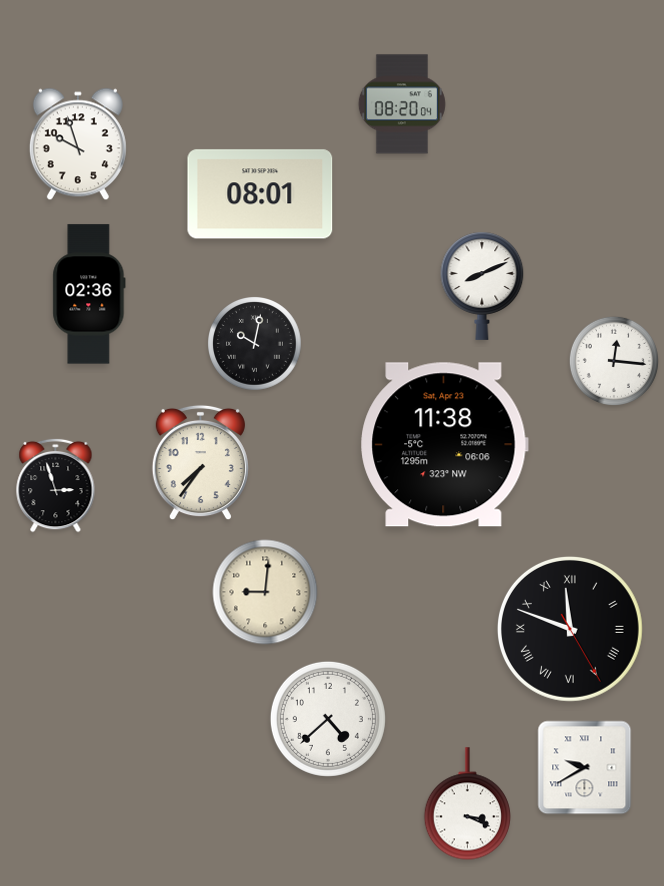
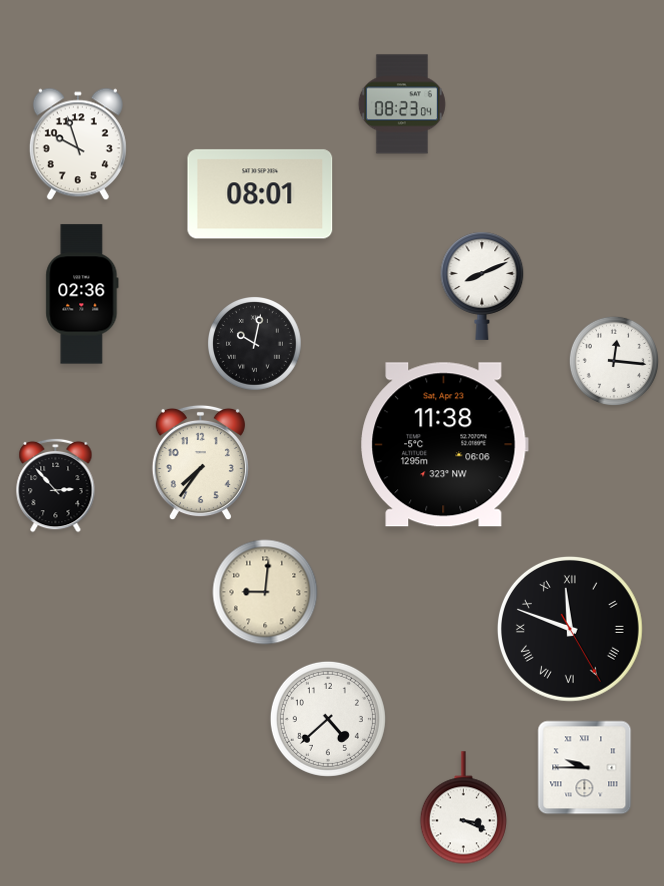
clock at (402, 104): 08:20 -> 08:23
clock at (89, 294) position: (89, 294) -> (82, 294)
clock at (56, 485): 2:57 -> 2:53
clock at (585, 768): 9:40 -> 9:45
clock at (467, 804) position: (467, 804) -> (463, 808)
